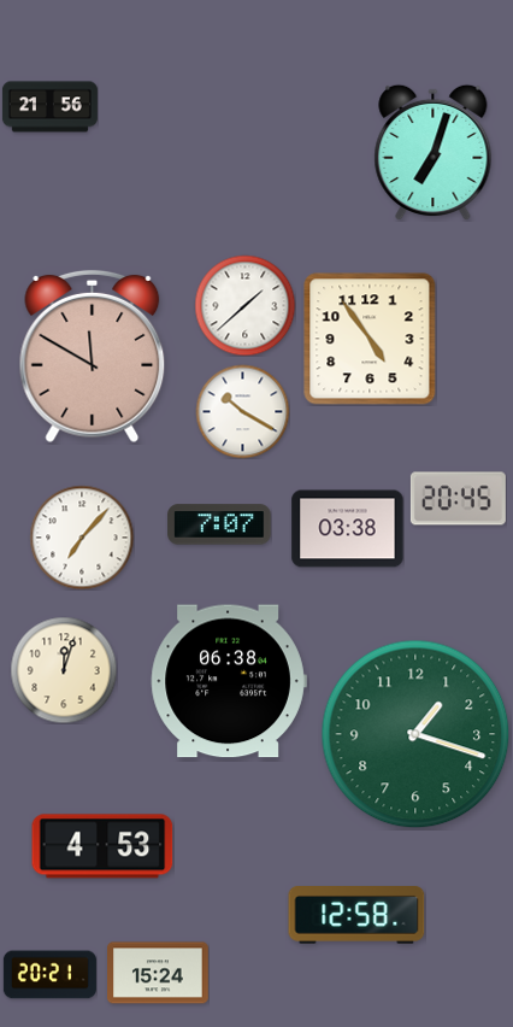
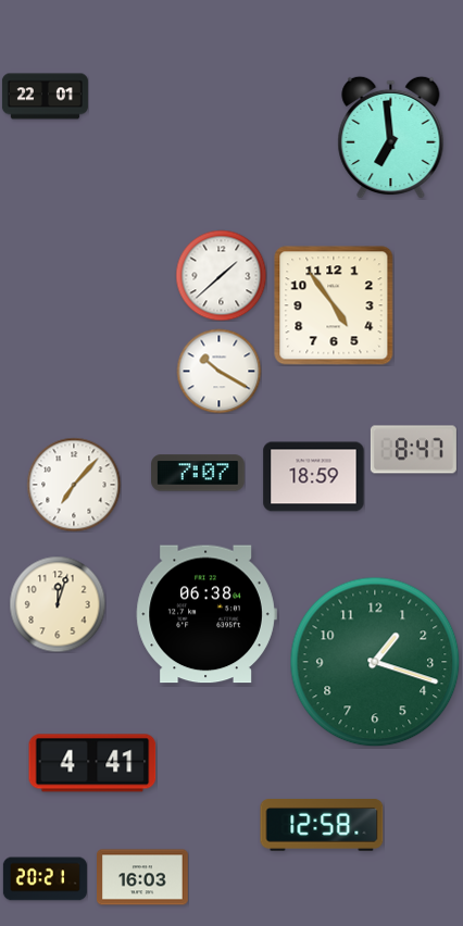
clock at (49, 107): 21:56 -> 22:01
clock at (434, 152): 7:03 -> 6:59
clock at (93, 357): 11:50 -> none
clock at (458, 499): 20:45 -> 8:47
clock at (348, 529): 03:38 -> 18:59
clock at (102, 846): 4:53 -> 4:41
clock at (159, 973): 15:24 -> 16:03
